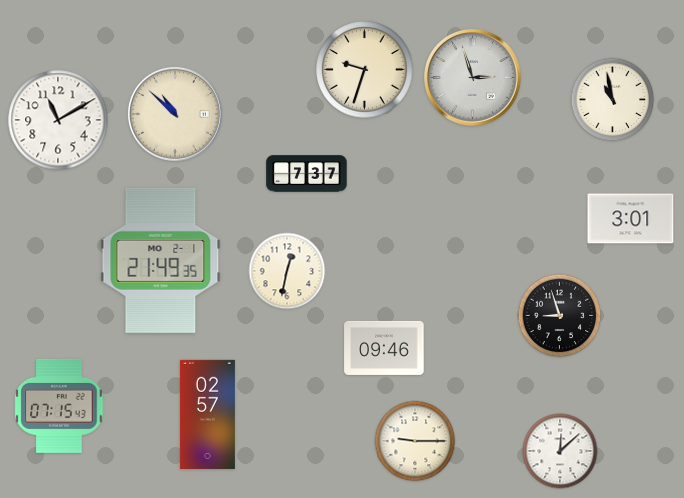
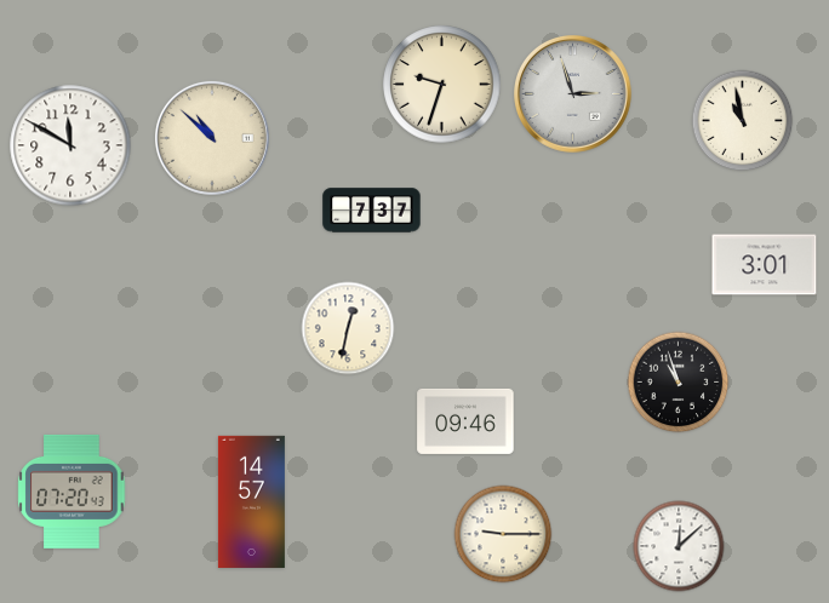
clock at (58, 120): 11:10 -> 11:50
clock at (161, 260): 21:49 -> none
clock at (560, 316): 8:57 -> 10:57
clock at (59, 406): 07:15 -> 07:20
clock at (207, 414): 02:57 -> 14:57
